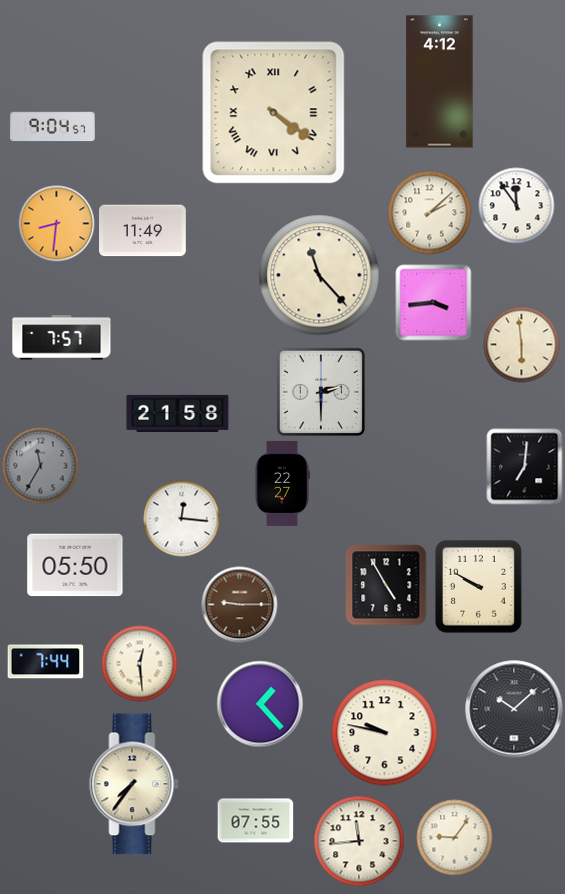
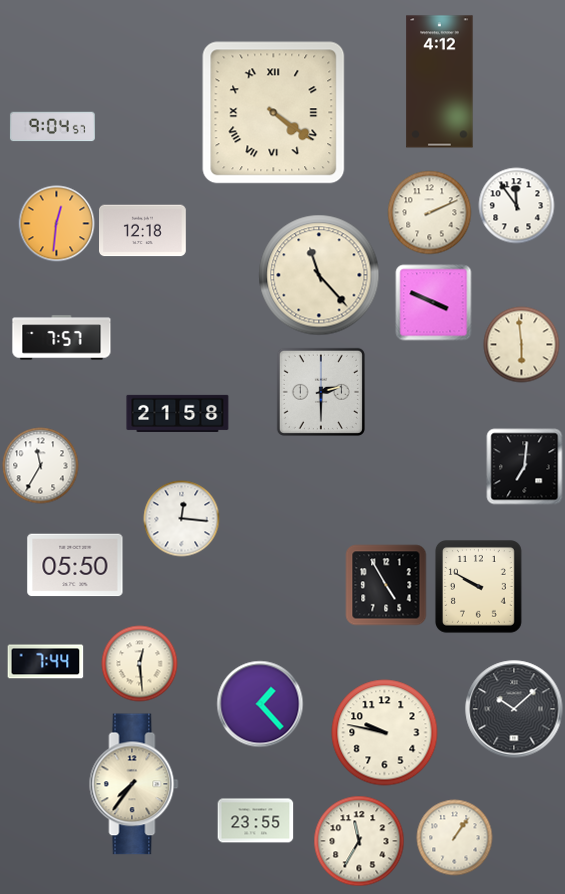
clock at (430, 213): 2:08 -> 2:11
clock at (57, 224): 8:31 -> 12:31
clock at (143, 231): 11:49 -> 12:18
clock at (434, 303): 3:44 -> 3:49
clock at (41, 466) dial: grey -> white
clock at (282, 483): 22:27 -> none
clock at (240, 605): 9:15 -> none
clock at (256, 821): 07:55 -> 23:55
clock at (455, 838): 9:06 -> 1:06
clock at (359, 841): 11:44 -> 11:35
